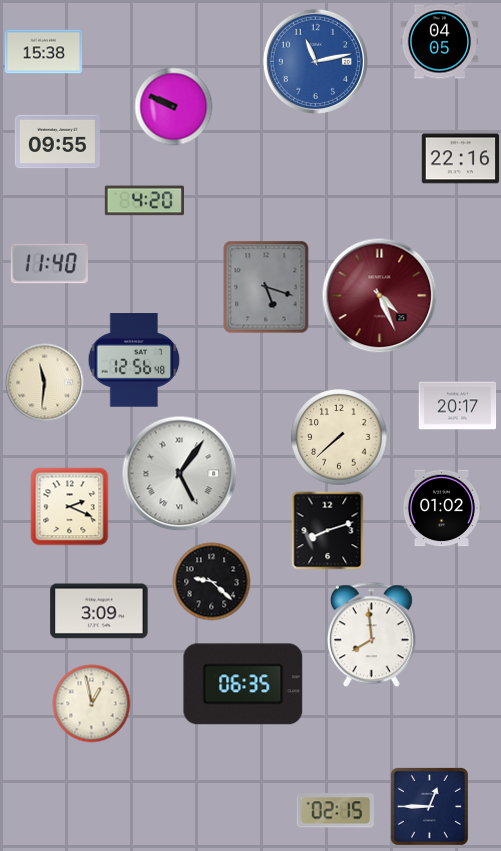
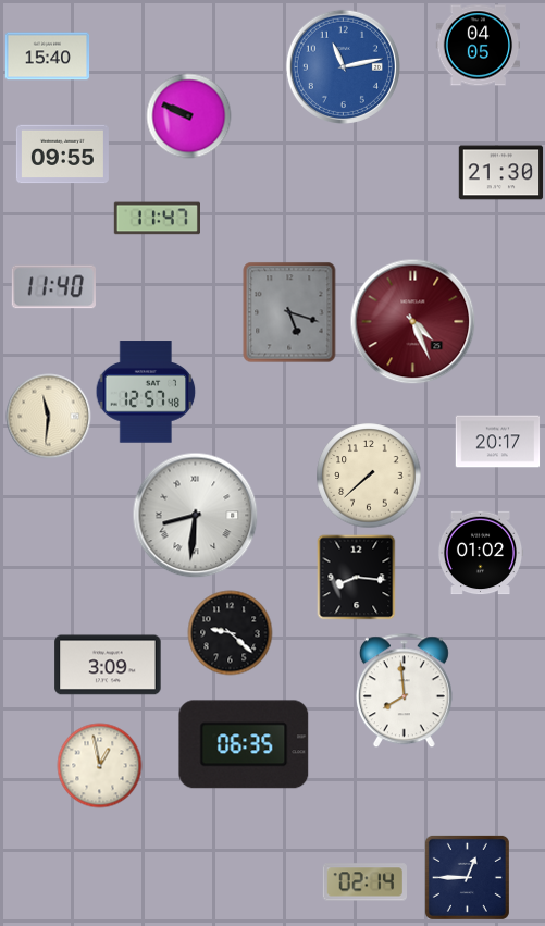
clock at (43, 52): 15:38 -> 15:40
clock at (460, 159): 22:16 -> 21:30
clock at (144, 201): 4:20 -> 11:47
clock at (134, 360): 12:56 -> 12:57
clock at (179, 473): 5:06 -> 8:31
clock at (69, 506): 2:19 -> none
clock at (328, 530): 8:12 -> 8:16
clock at (243, 684) position: (243, 684) -> (244, 744)
clock at (335, 811): 02:15 -> 02:14
